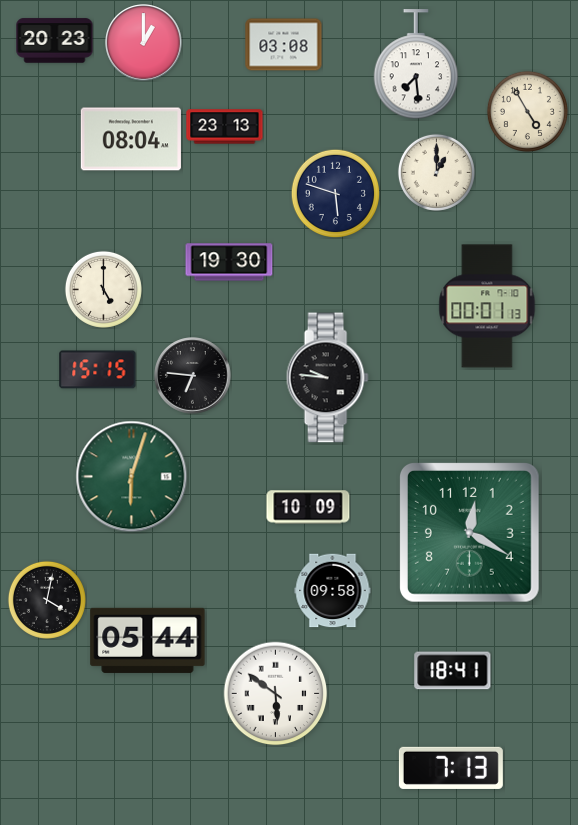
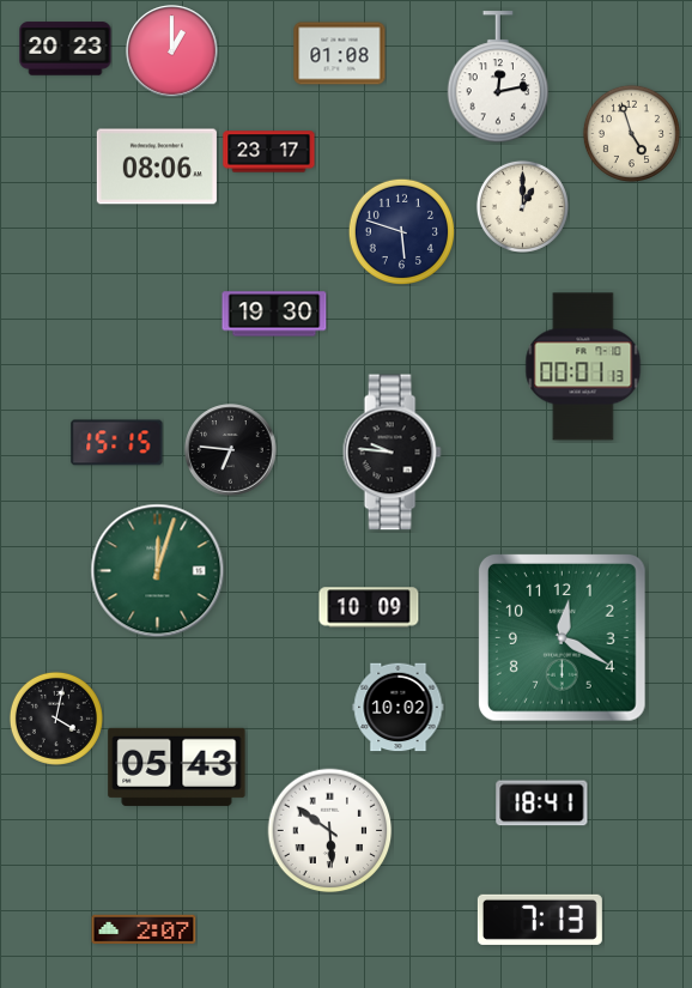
clock at (284, 45): 03:08 -> 01:08
clock at (416, 65): 7:29 -> 12:13
clock at (527, 111): 4:55 -> 4:57
clock at (225, 127): 23:13 -> 23:17
clock at (131, 139): 08:04 -> 08:06
clock at (103, 289): 5:00 -> none
clock at (132, 477): 6:03 -> 12:03
clock at (333, 591): 09:58 -> 10:02
clock at (148, 640): 05:44 -> 05:43
clock at (144, 928): none -> 2:07
